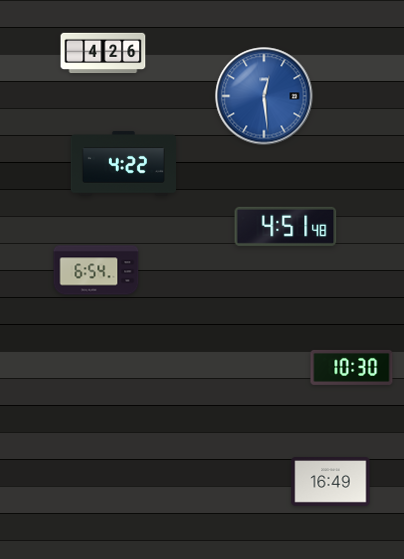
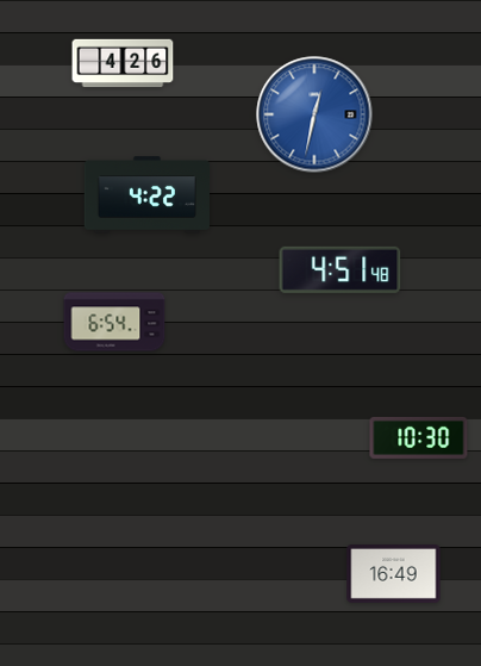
clock at (264, 96): 12:29 -> 12:32
